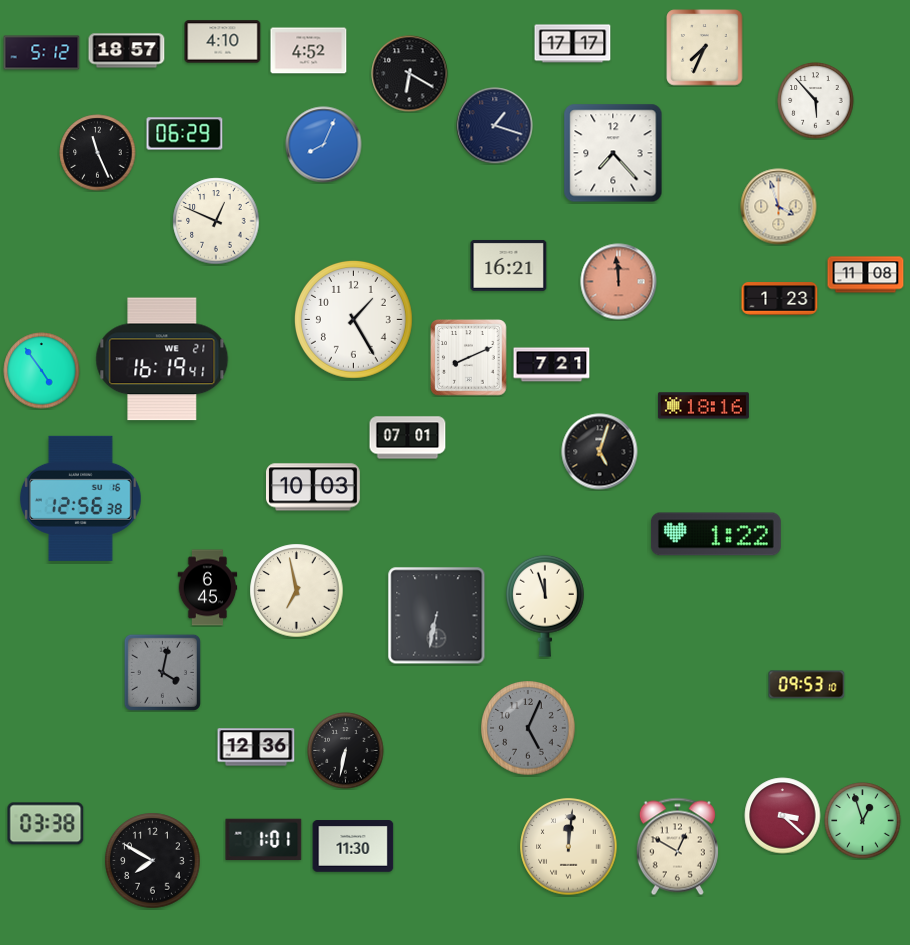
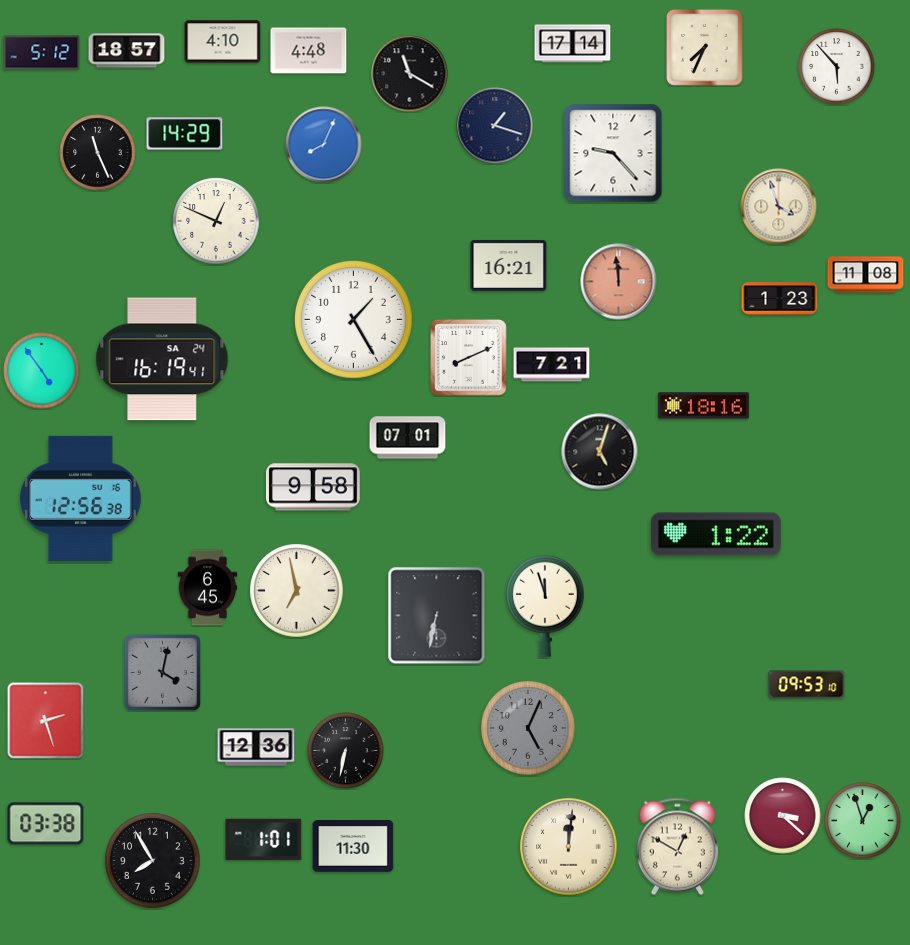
clock at (573, 44): 17:17 -> 17:14
clock at (309, 51): 4:52 -> 4:48
clock at (410, 74): 6:20 -> 11:20
clock at (816, 101) position: (816, 101) -> (837, 67)
clock at (185, 134): 06:29 -> 14:29
clock at (613, 153): 7:23 -> 9:23
clock at (162, 359) date: WE 21 -> SA 24
clock at (314, 487): 10:03 -> 9:58
clock at (46, 721): none -> 2:27
clock at (153, 861): 7:50 -> 7:55
